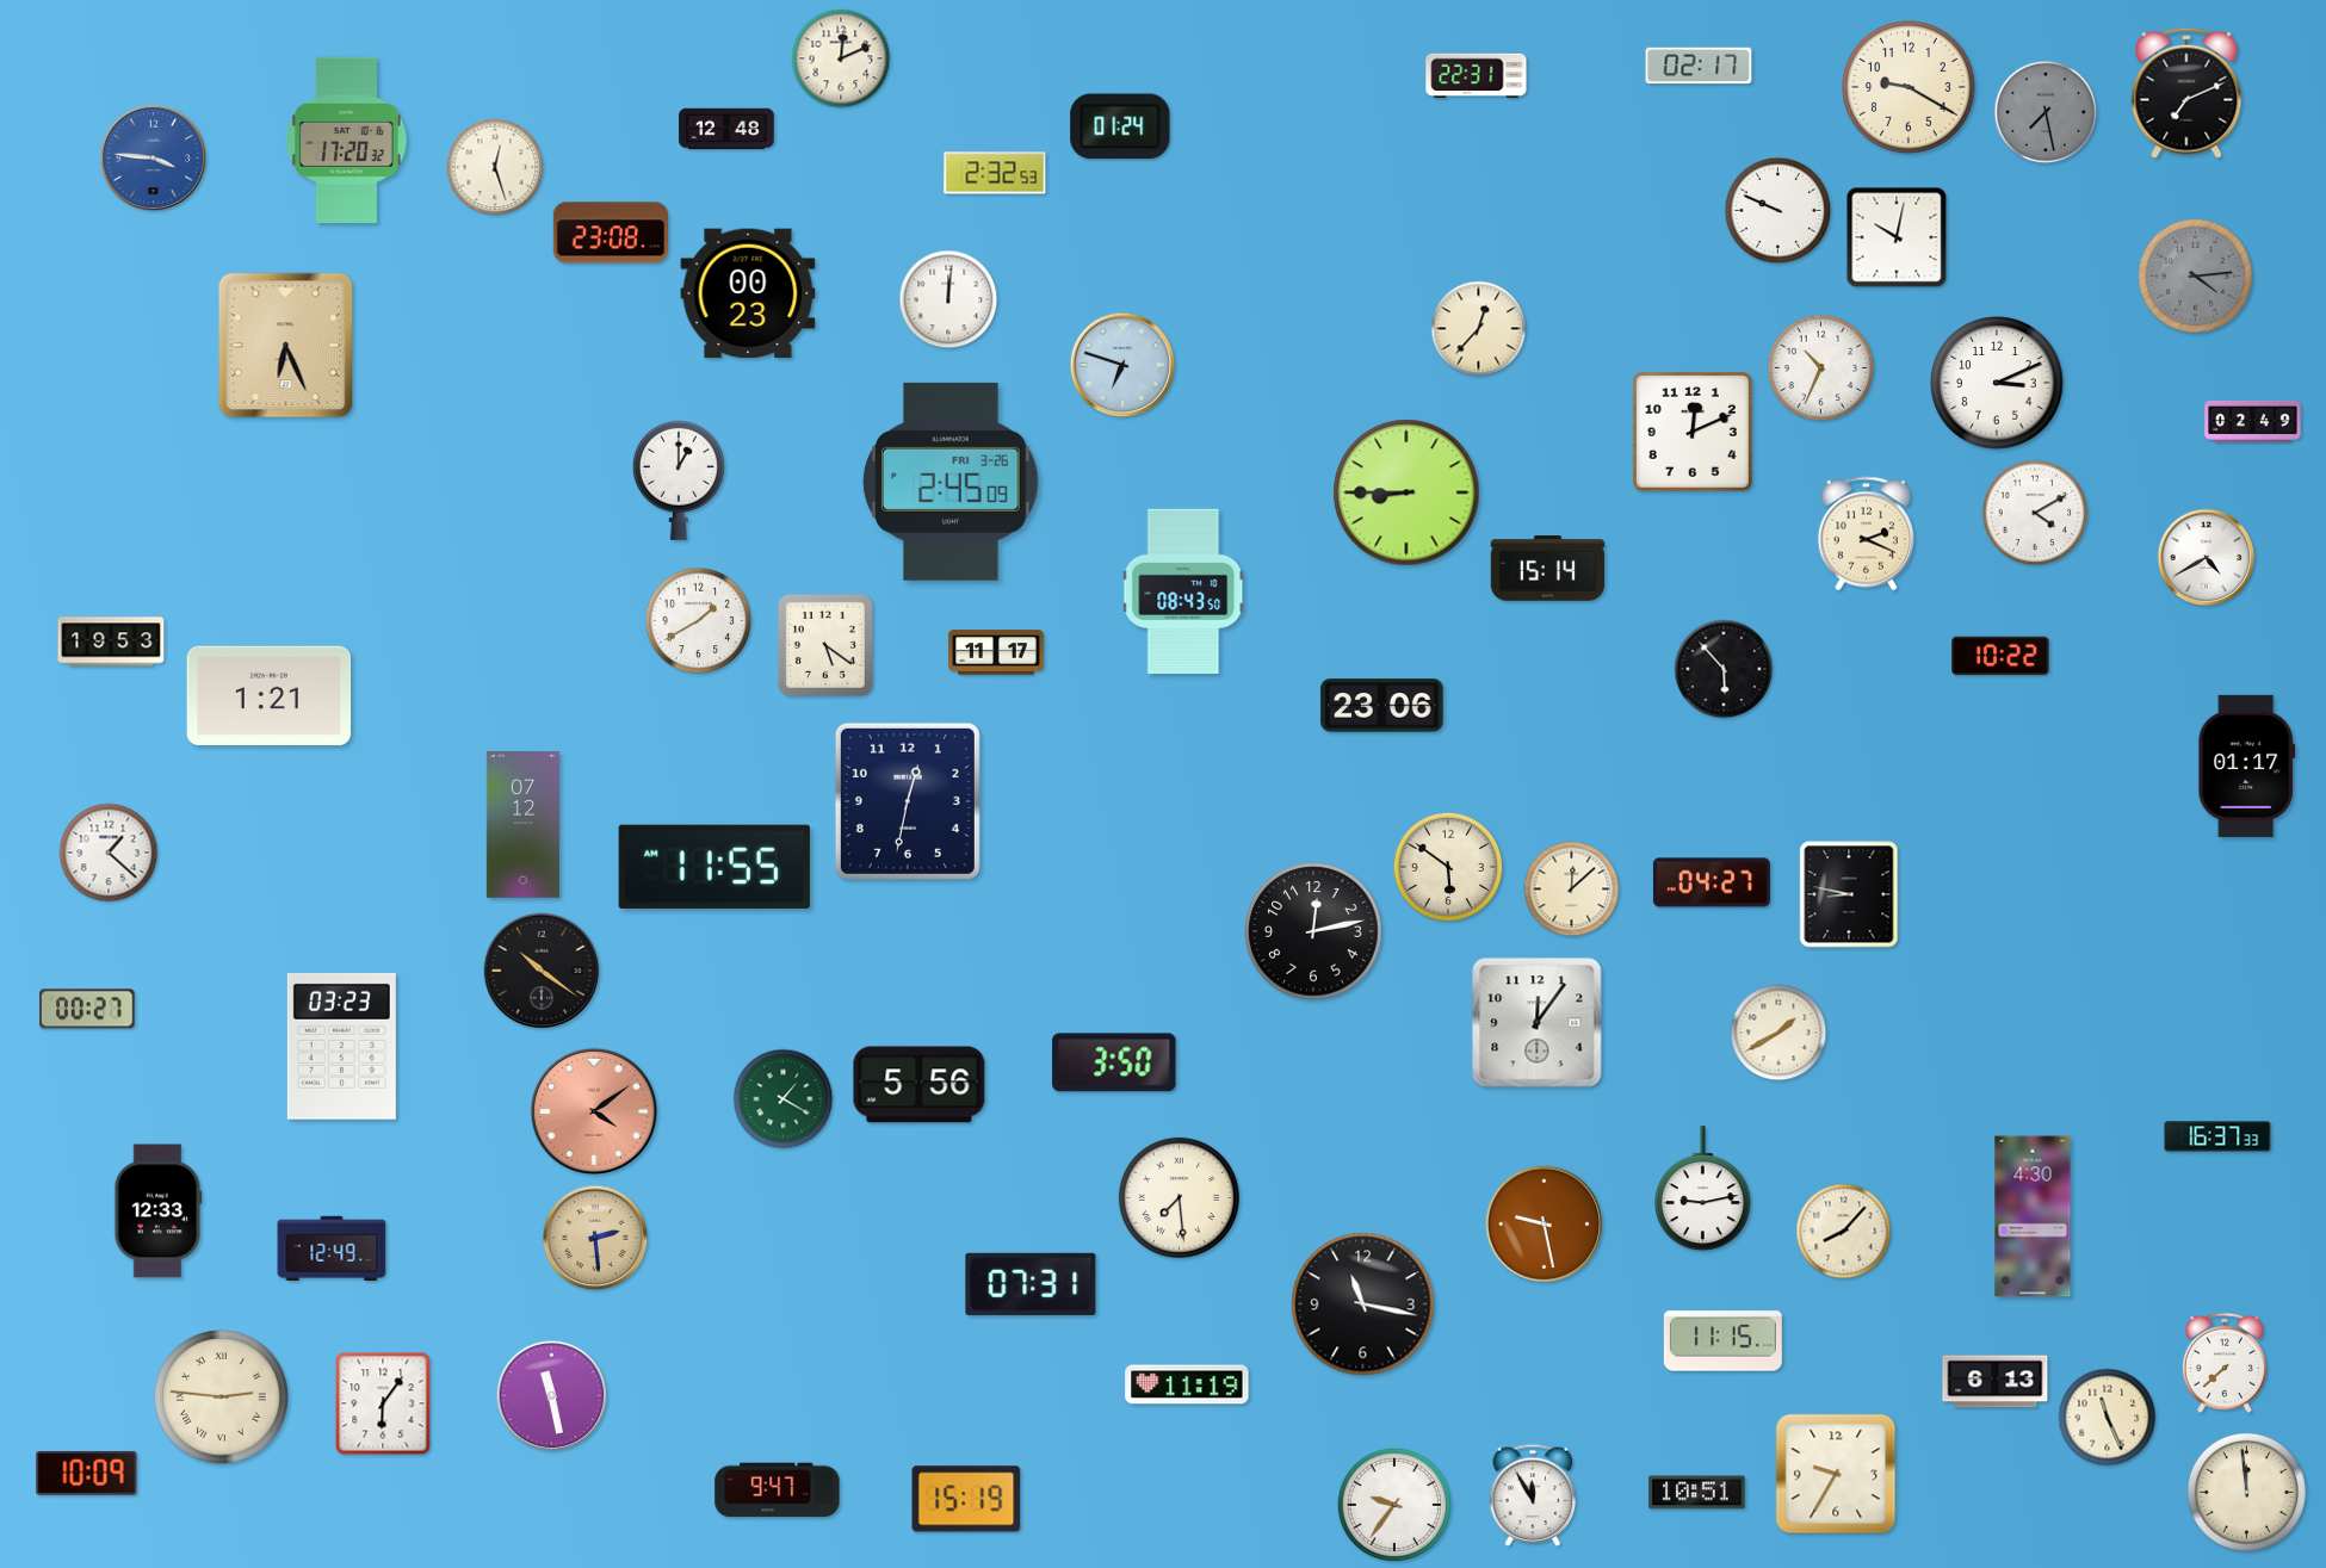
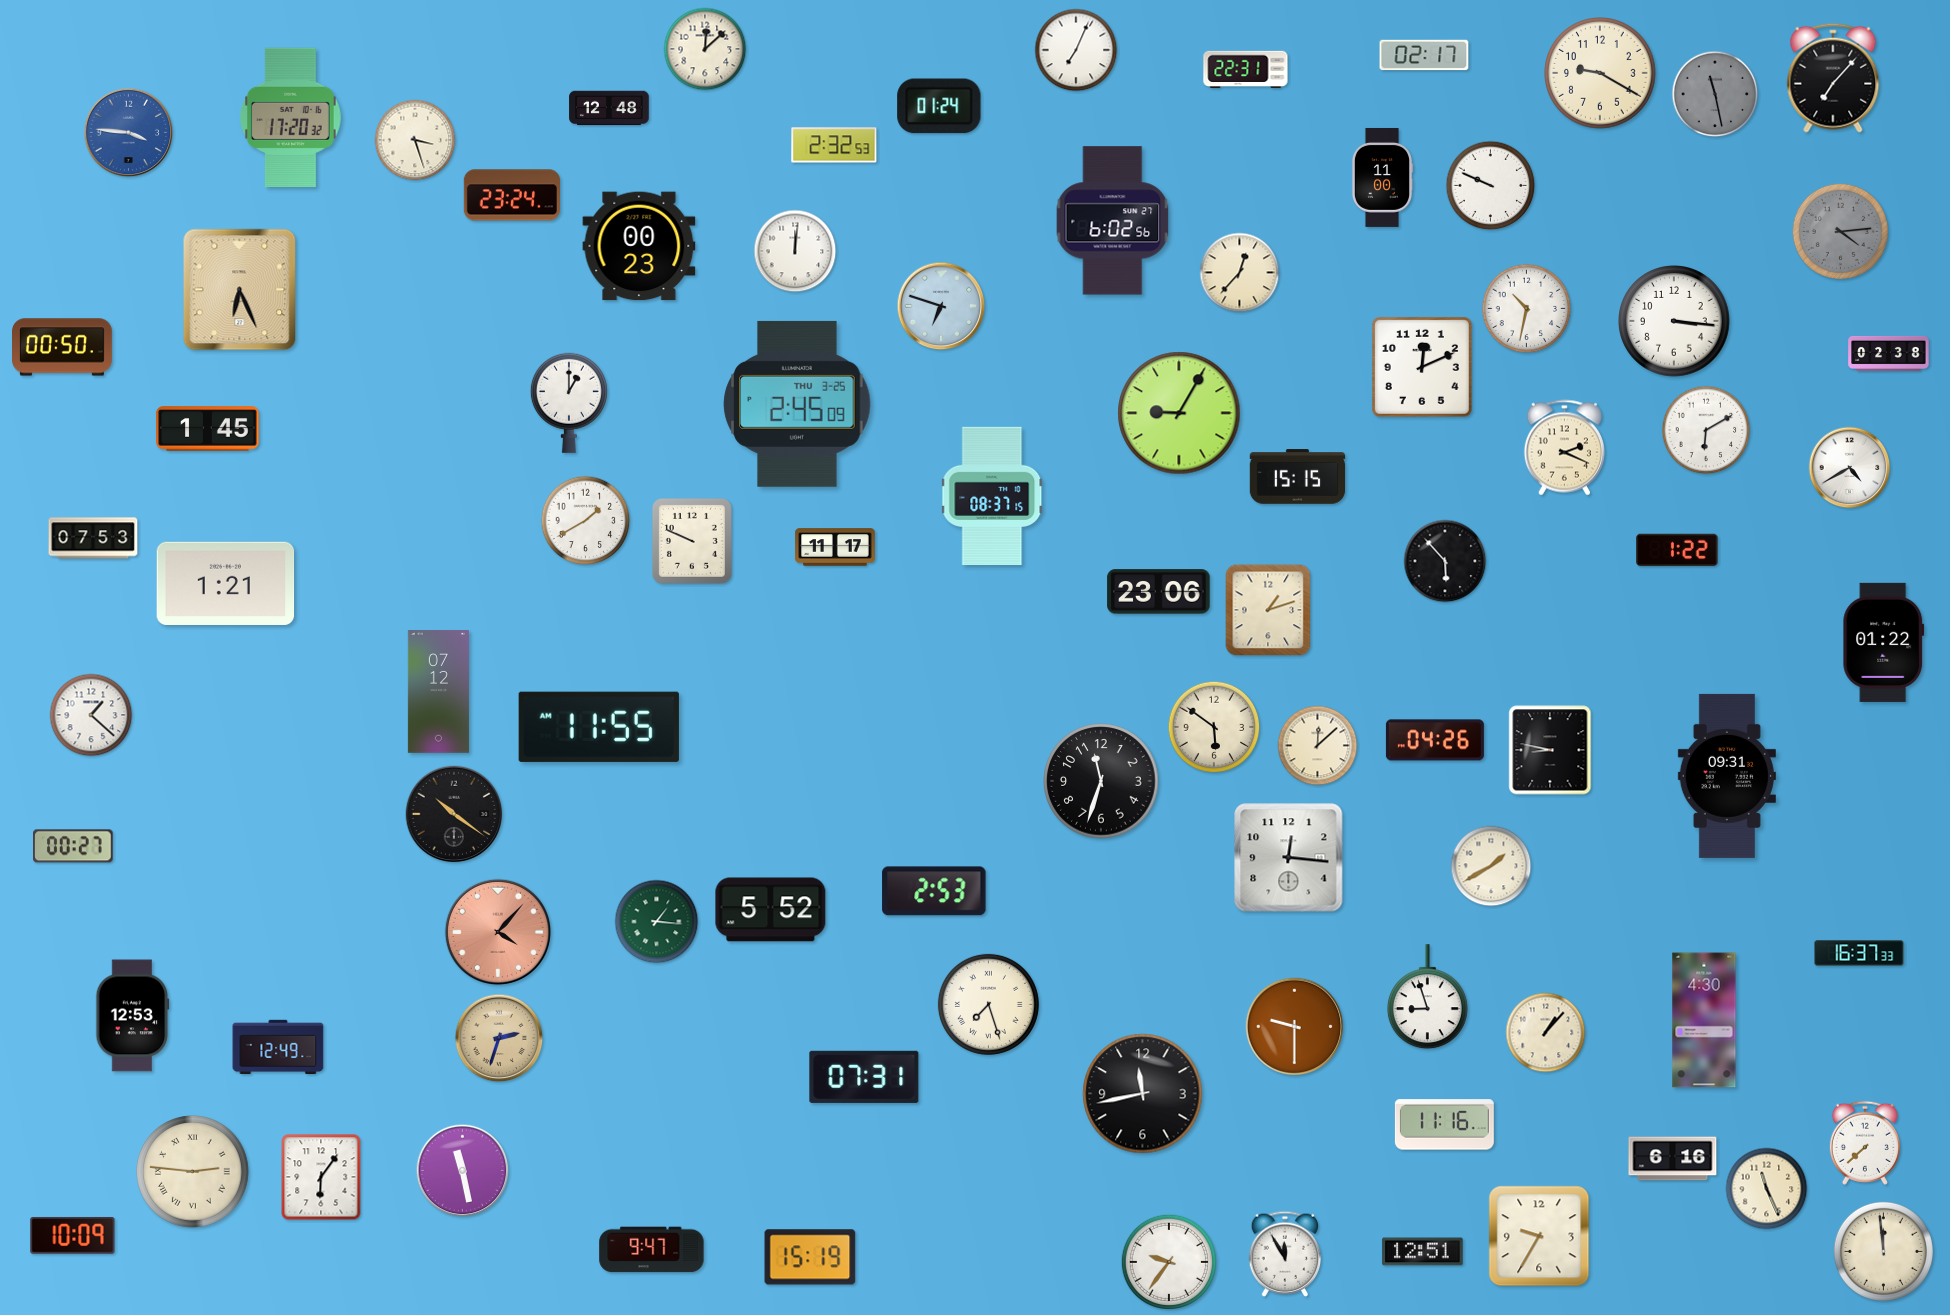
clock at (841, 58): 12:11 -> 12:08
clock at (1076, 50): none -> 7:04
clock at (1477, 76) position: (1477, 76) -> (1246, 70)
clock at (2186, 93): 7:11 -> 7:07
clock at (2046, 112): 7:28 -> 11:28
clock at (495, 167): 12:27 -> 3:27
clock at (1382, 177): none -> 11:00
clock at (1778, 211) position: (1778, 211) -> (1491, 186)
clock at (610, 233): 23:08 -> 23:24
clock at (1897, 237): 10:02 -> none
clock at (1113, 221): none -> 6:02
clock at (748, 293) position: (748, 293) -> (639, 246)
clock at (1479, 329) position: (1479, 329) -> (1240, 273)
clock at (1821, 368): 10:34 -> 10:32
clock at (1997, 383): 3:11 -> 3:16
clock at (63, 347): none -> 00:50
clock at (2253, 421): 02:49 -> 02:38
clock at (1693, 432) position: (1693, 432) -> (1422, 367)
clock at (951, 482) date: FRI 3-26 -> THU 3-25
clock at (1406, 492): 8:45 -> 9:05
clock at (208, 429): none -> 1:45
clock at (2035, 513): 4:10 -> 6:10
clock at (1548, 569): 15:14 -> 15:15
clock at (1184, 591): 08:43 -> 08:37
clock at (111, 642): 19:53 -> 07:53
clock at (825, 645): 5:21 -> 9:49
clock at (2000, 656): 10:22 -> 1:22
clock at (1268, 610): none -> 1:12
clock at (2247, 766): 01:17 -> 01:22
clock at (908, 801): 12:32 -> none
clock at (1712, 882): 04:27 -> 04:26
clock at (1727, 776): none -> 09:31
clock at (1313, 931): 12:13 -> 11:33
clock at (1538, 1023): 12:06 -> 12:16
clock at (341, 1046): 03:23 -> none
clock at (1114, 1062): 3:50 -> 2:53
clock at (920, 1085): 5:56 -> 5:52
clock at (784, 1099): 1:20 -> 1:16
clock at (593, 1110): 4:09 -> 4:07
clock at (1702, 1189): 9:13 -> 8:57
clock at (1179, 1197): 7:29 -> 7:27
clock at (159, 1211): 12:33 -> 12:53
clock at (1545, 1225): 9:28 -> 9:30
clock at (1844, 1232): 8:07 -> 1:07
clock at (595, 1238): 2:29 -> 2:33
clock at (1363, 1304): 11:17 -> 11:43
clock at (1722, 1341): 11:15 -> 11:16
clock at (1996, 1382): 6:13 -> 6:16
clock at (1187, 1384): 11:19 -> none
clock at (222, 1397) position: (222, 1397) -> (193, 1172)
clock at (1697, 1493): 10:51 -> 12:51
